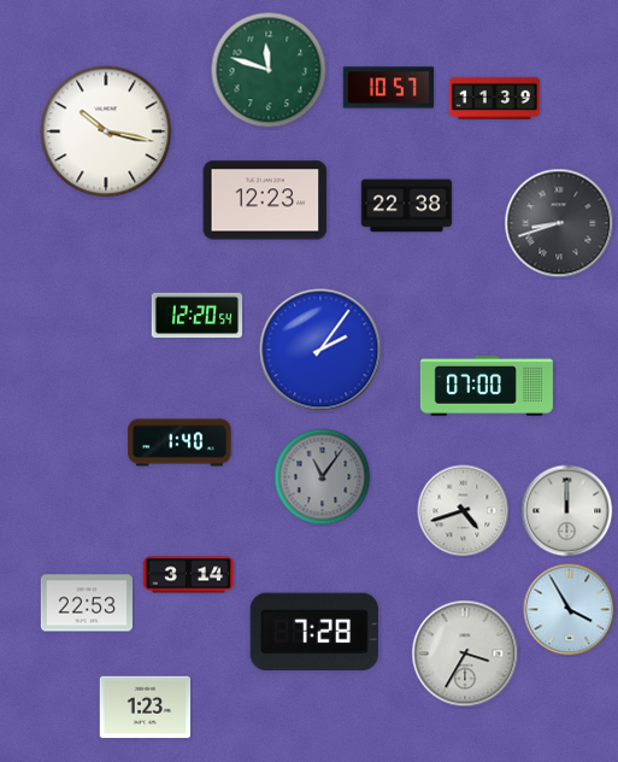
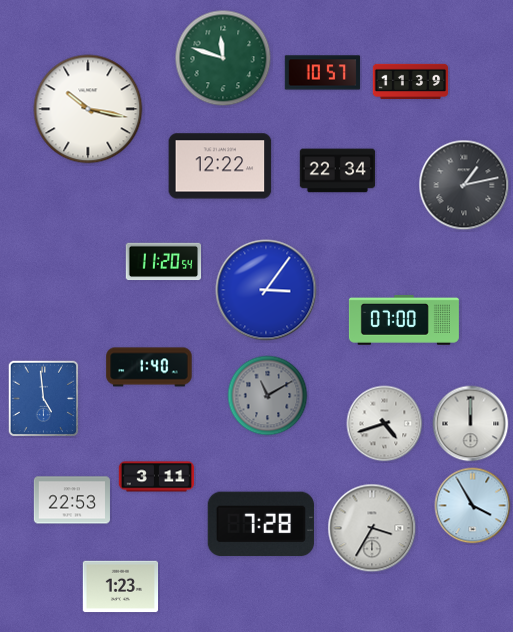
clock at (265, 200): 12:23 -> 12:22
clock at (407, 206): 22:38 -> 22:34
clock at (559, 223): 8:42 -> 1:13
clock at (198, 316): 12:20 -> 11:20
clock at (320, 350): 2:06 -> 3:06
clock at (323, 477): 11:06 -> 11:10
clock at (44, 399): none -> 4:59
clock at (189, 575): 3:14 -> 3:11
clock at (465, 653) position: (465, 653) -> (372, 528)
